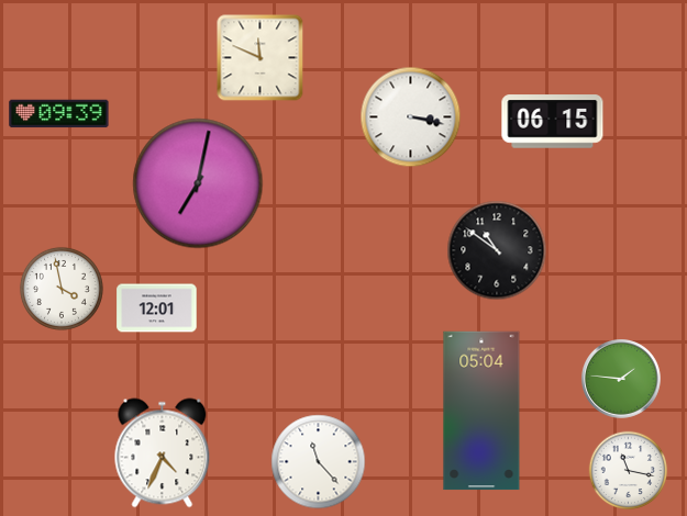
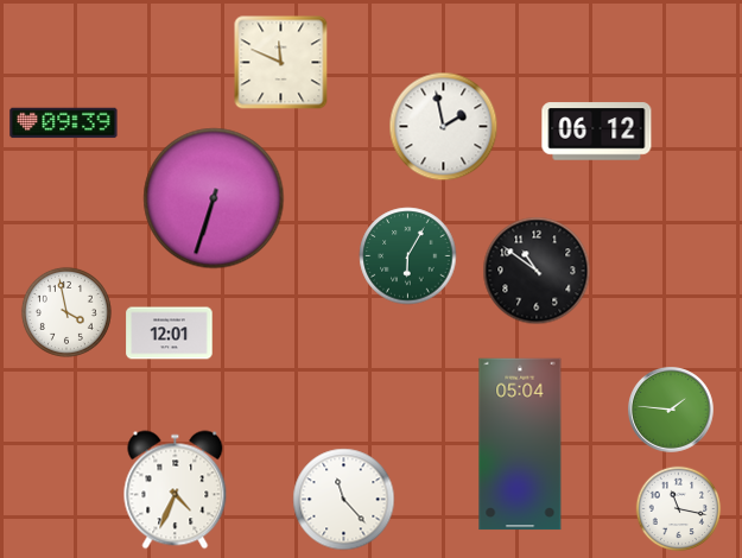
clock at (411, 117): 3:17 -> 1:58
clock at (553, 122): 06:15 -> 06:12
clock at (198, 183): 7:02 -> 6:33
clock at (408, 256): none -> 6:05
